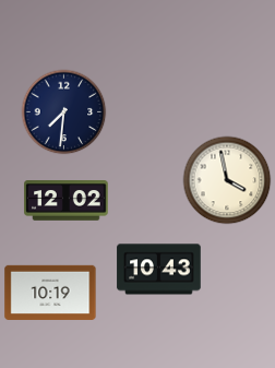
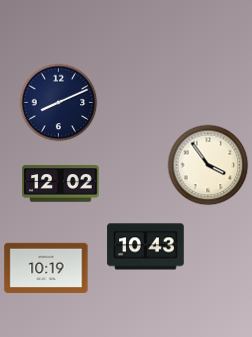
clock at (63, 111): 7:31 -> 8:11
clock at (227, 180): 3:58 -> 3:54
